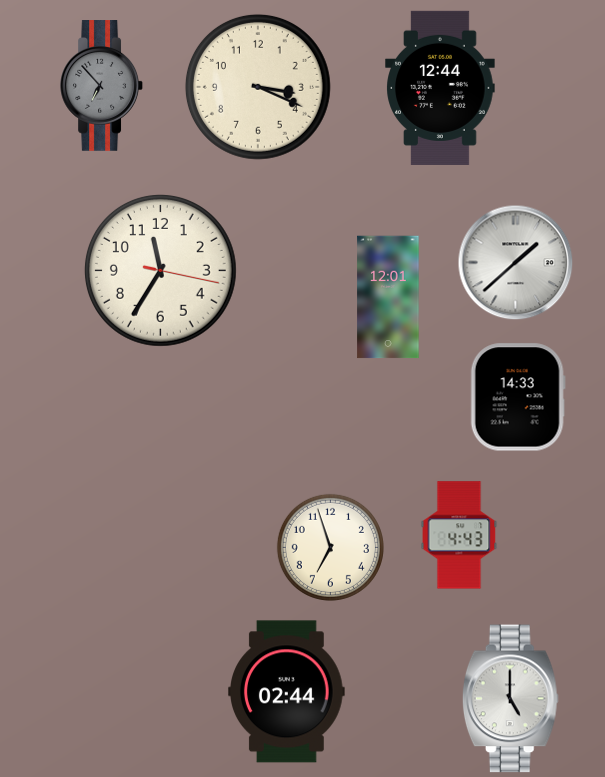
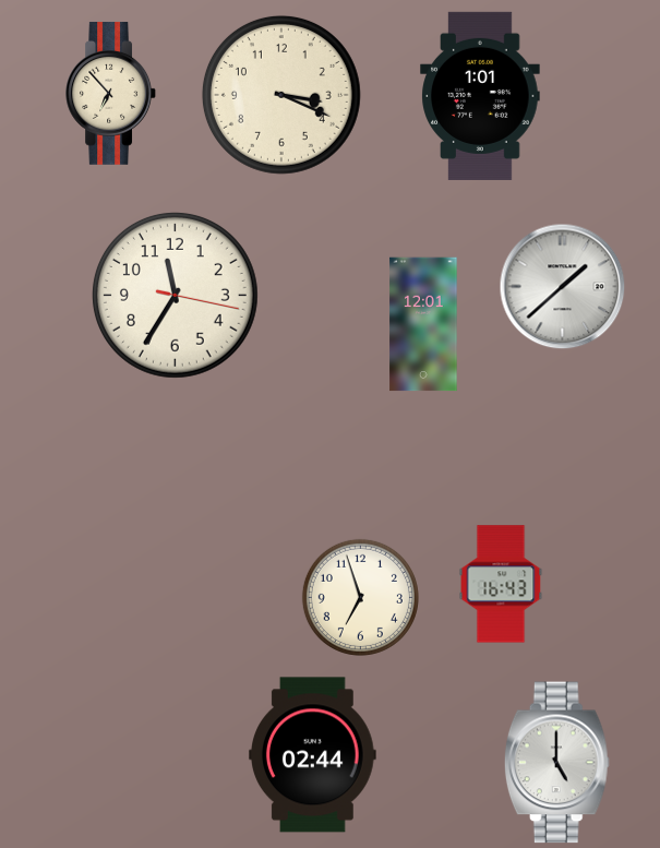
clock at (101, 86) dial: grey -> cream
clock at (440, 88): 12:44 -> 1:01
clock at (518, 397): 14:33 -> none
clock at (459, 535): 4:43 -> 16:43
